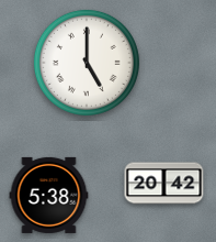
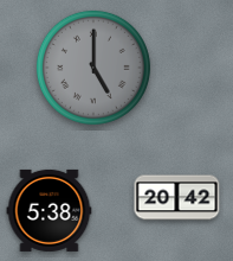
clock at (87, 63) dial: white -> grey
clock at (49, 195) position: (49, 195) -> (50, 210)
